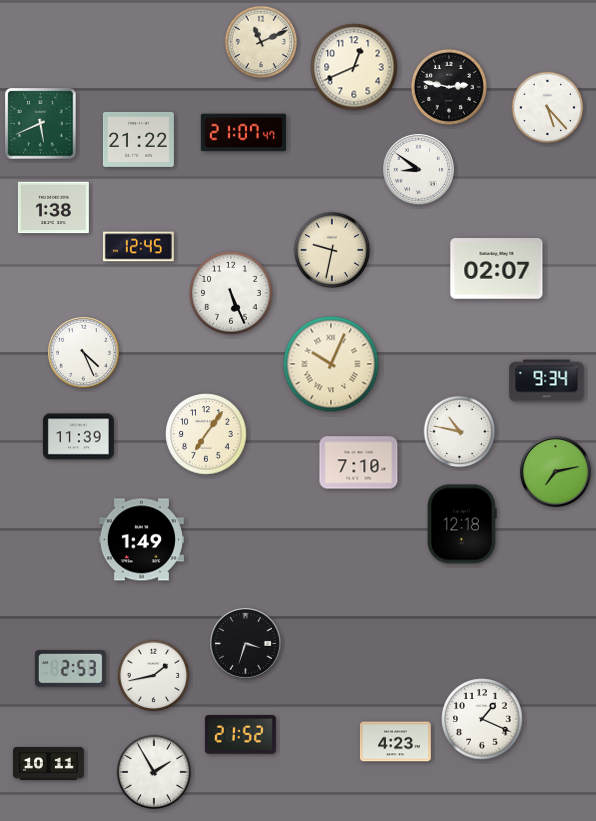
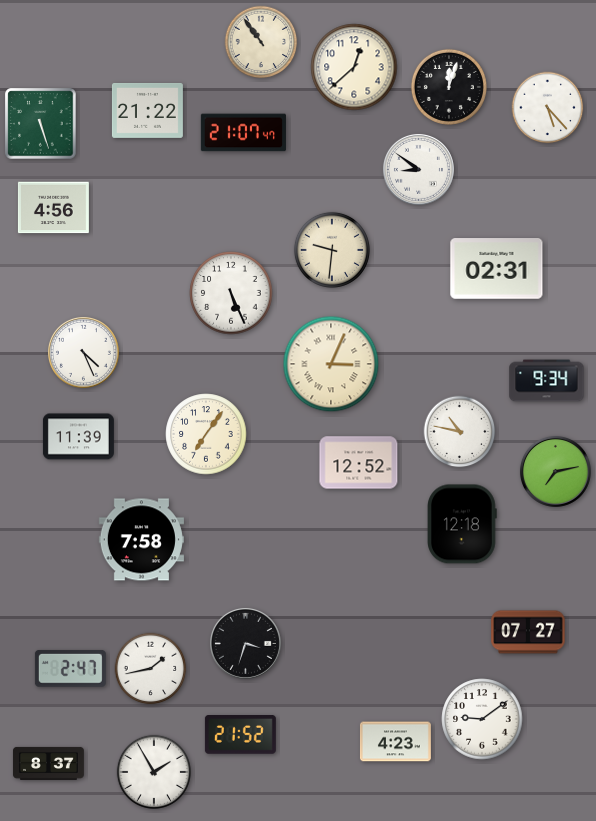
clock at (261, 42): 11:11 -> 10:54
clock at (354, 67): 12:41 -> 12:38
clock at (449, 87): 2:47 -> 12:03
clock at (41, 124): 5:41 -> 5:27
clock at (138, 139) position: (138, 139) -> (147, 110)
clock at (53, 208): 1:38 -> 4:56
clock at (138, 247): 12:45 -> none
clock at (332, 250): 9:32 -> 9:31
clock at (497, 269): 02:07 -> 02:31
clock at (331, 364): 10:04 -> 3:04
clock at (359, 463): 7:10 -> 12:52
clock at (141, 540): 1:49 -> 7:58
clock at (528, 632): none -> 07:27
clock at (70, 668): 2:53 -> 2:47
clock at (154, 676) position: (154, 676) -> (151, 669)
clock at (482, 719): 1:19 -> 9:09
clock at (48, 763): 10:11 -> 8:37
